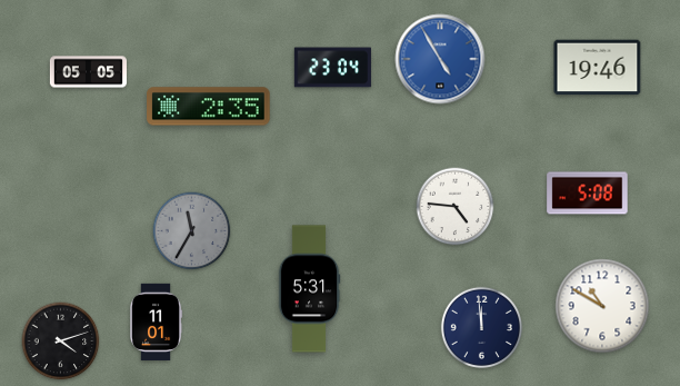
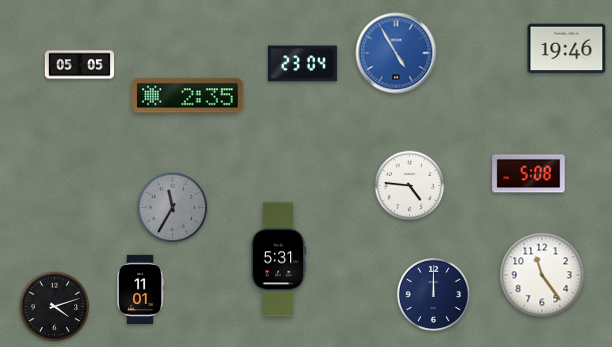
clock at (332, 68) position: (332, 68) -> (302, 64)
clock at (598, 68) position: (598, 68) -> (567, 49)
clock at (602, 306): 10:50 -> 11:24
clock at (481, 327): 11:59 -> 12:00
